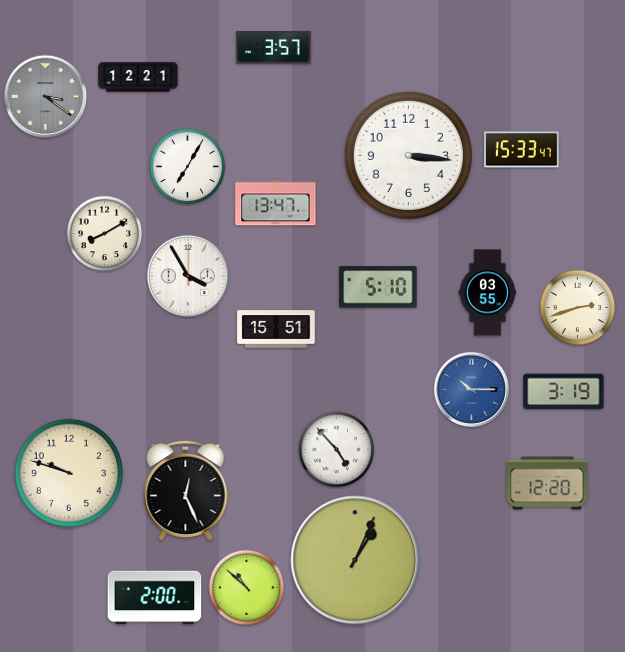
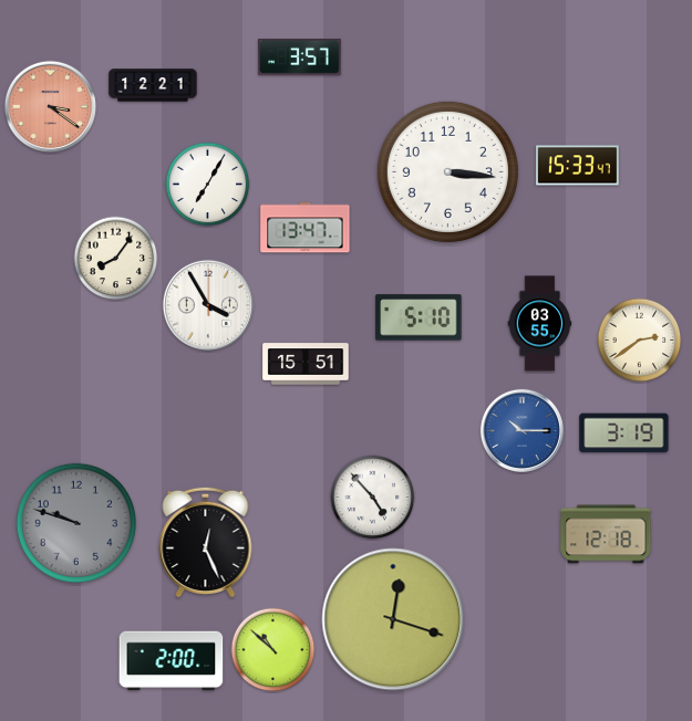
clock at (274, 47) position: (274, 47) -> (300, 56)
clock at (46, 97) dial: grey -> salmon
clock at (408, 155) position: (408, 155) -> (447, 171)
clock at (276, 203) position: (276, 203) -> (306, 228)
clock at (105, 234): 8:10 -> 8:06
clock at (578, 308): 2:42 -> 2:39
clock at (68, 472) dial: cream -> grey
clock at (547, 483): 12:20 -> 12:18
clock at (355, 560): 1:04 -> 12:18
